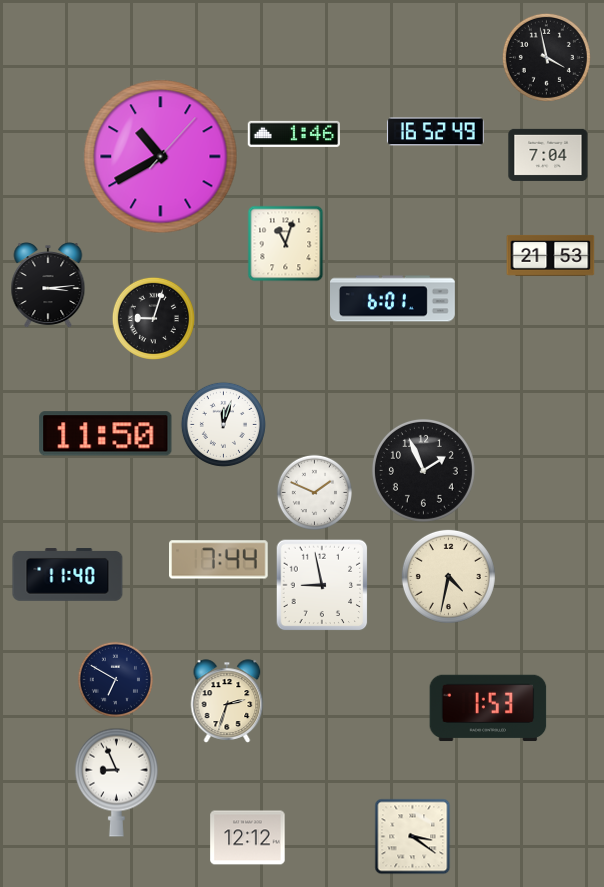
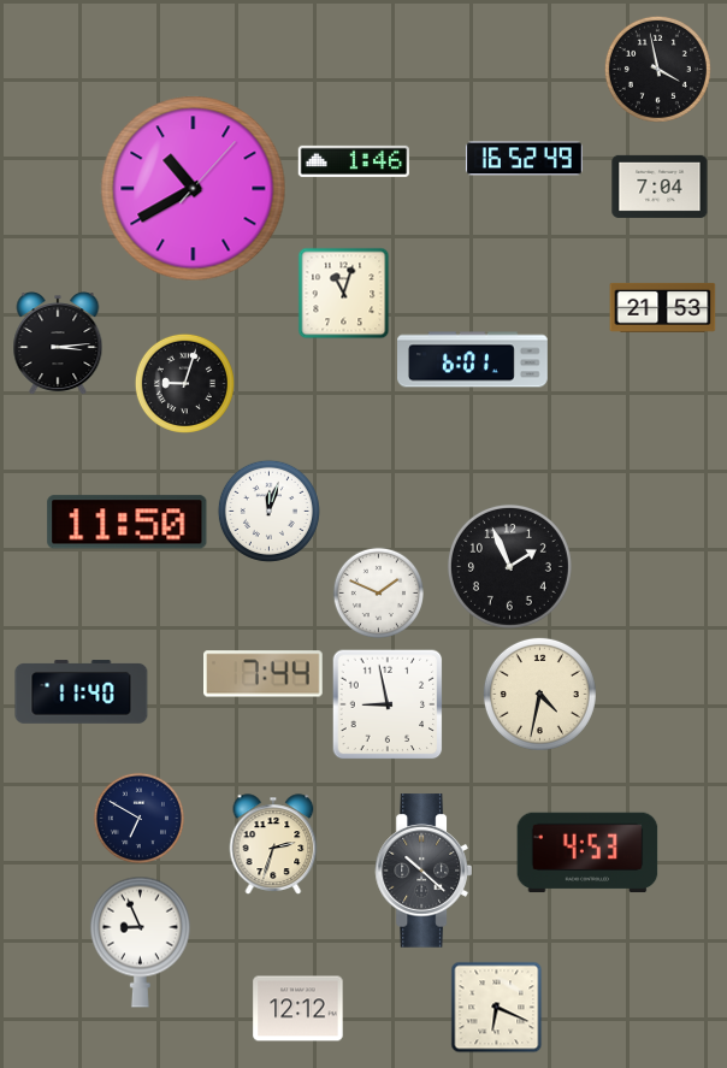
clock at (488, 708): 1:53 -> 4:53
clock at (422, 871): none -> 10:22
clock at (413, 837): 3:21 -> 6:19
